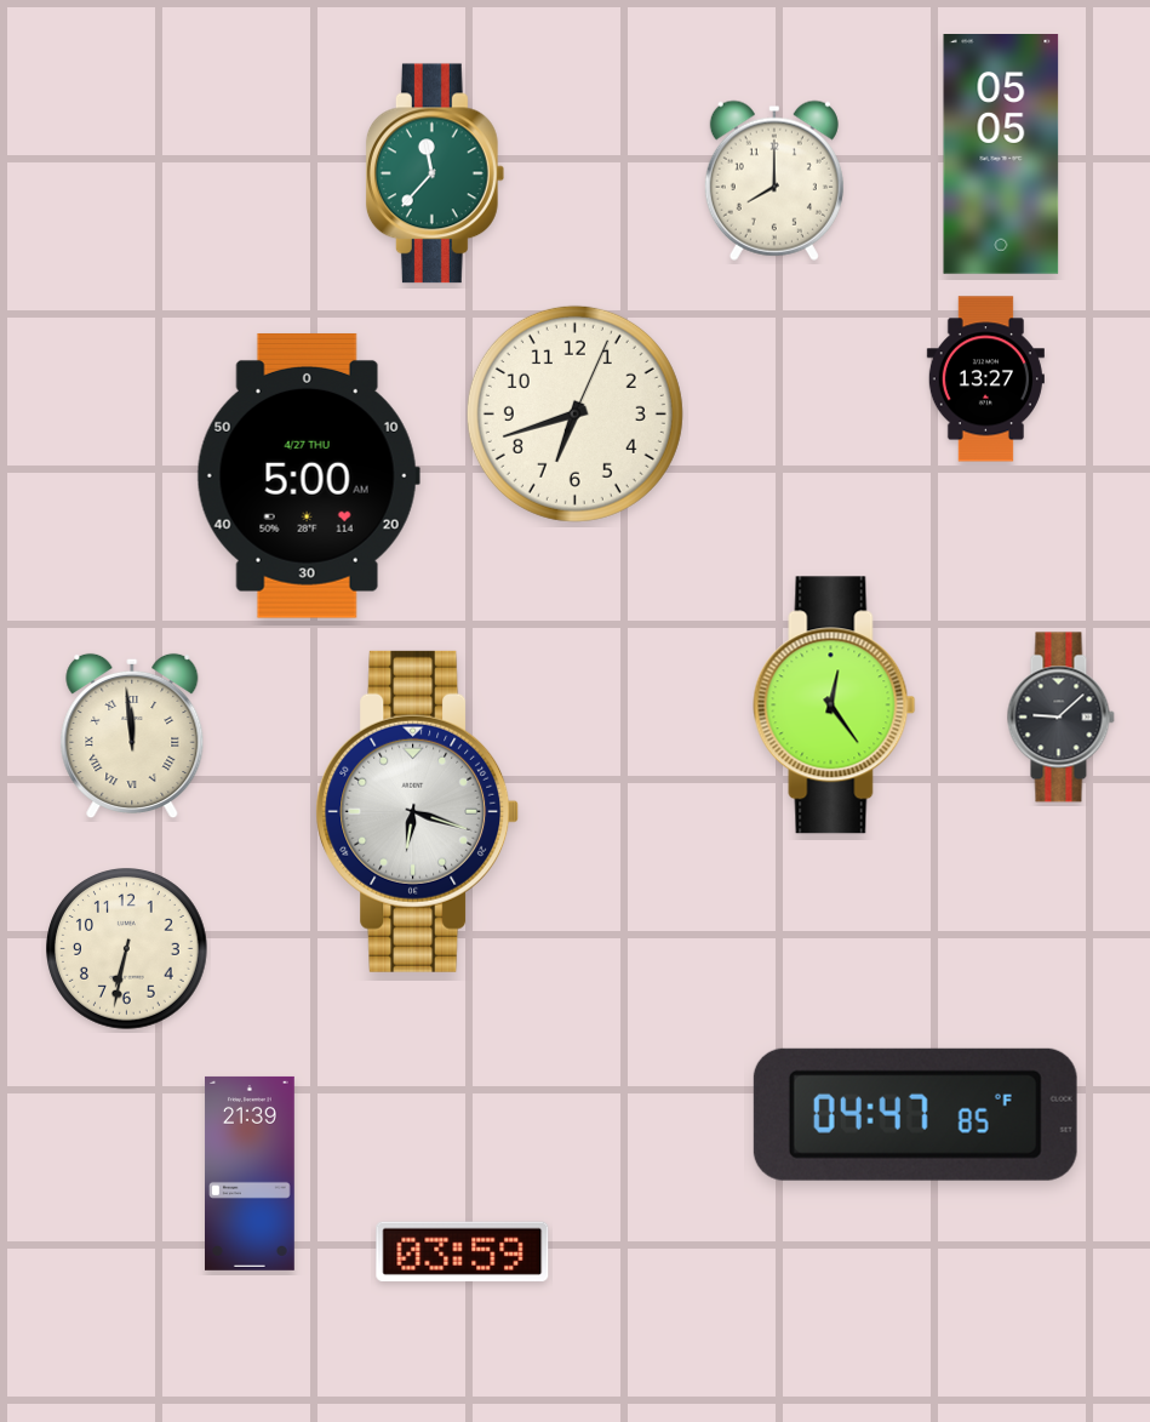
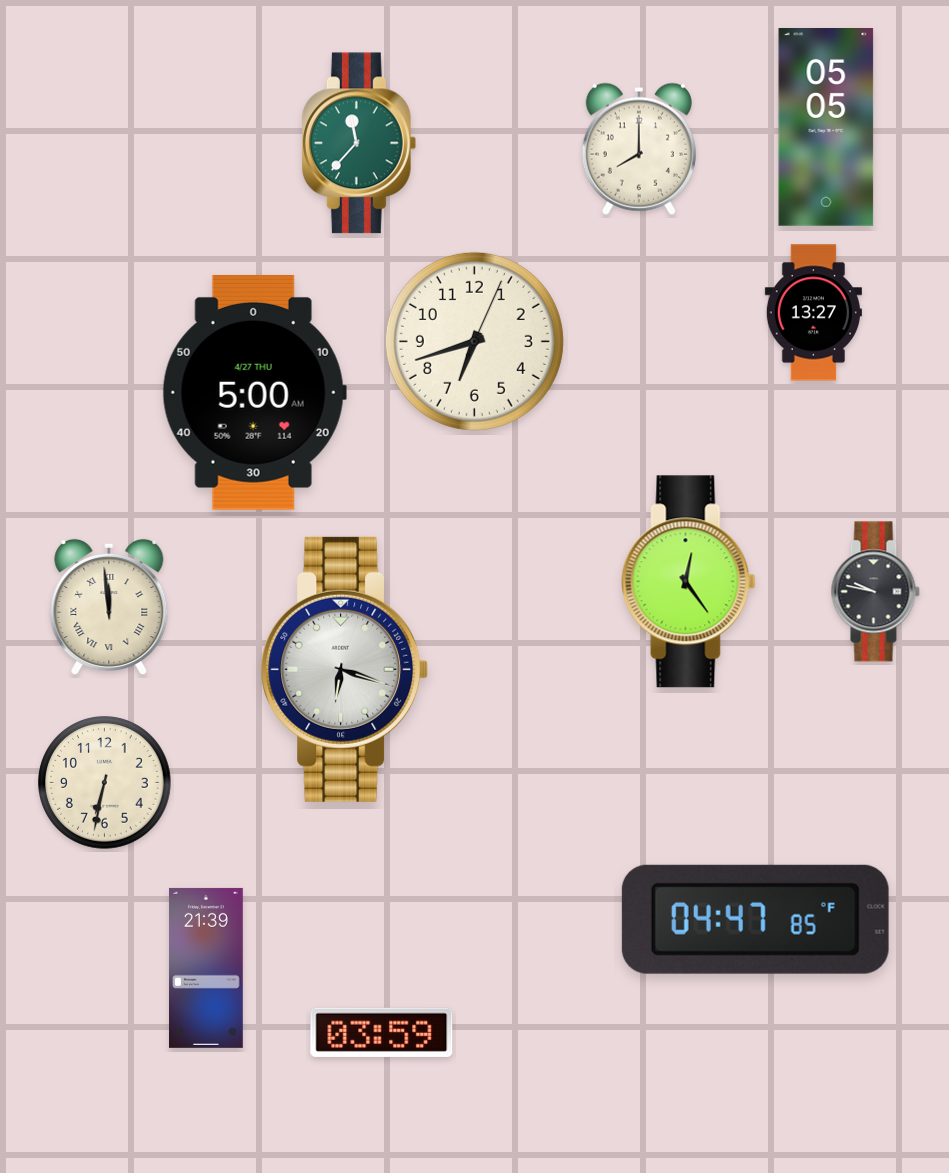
clock at (1060, 718): 9:08 -> 9:47
